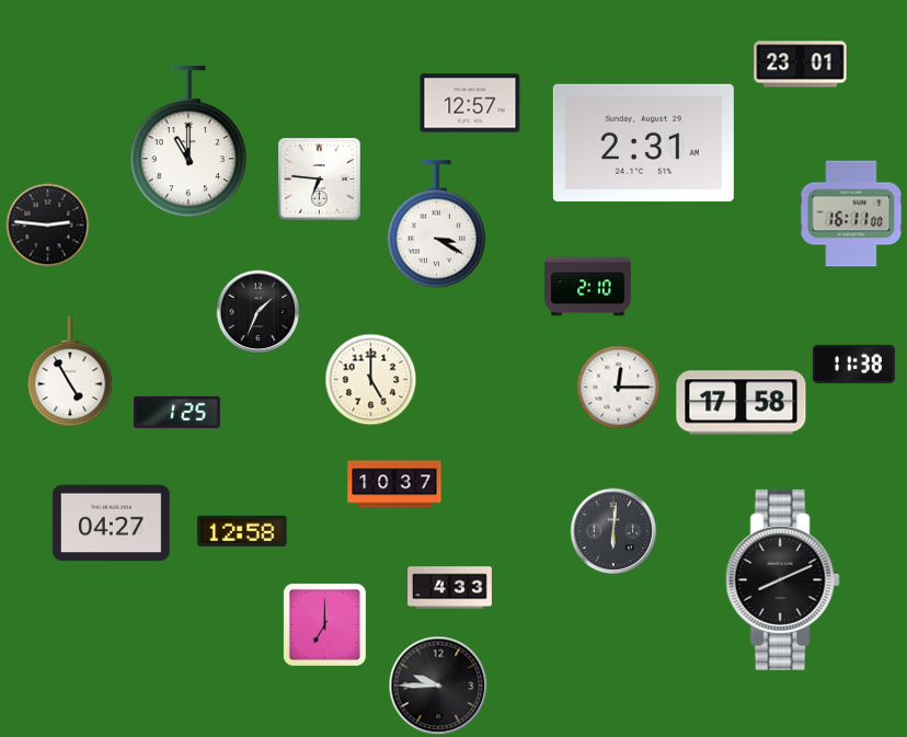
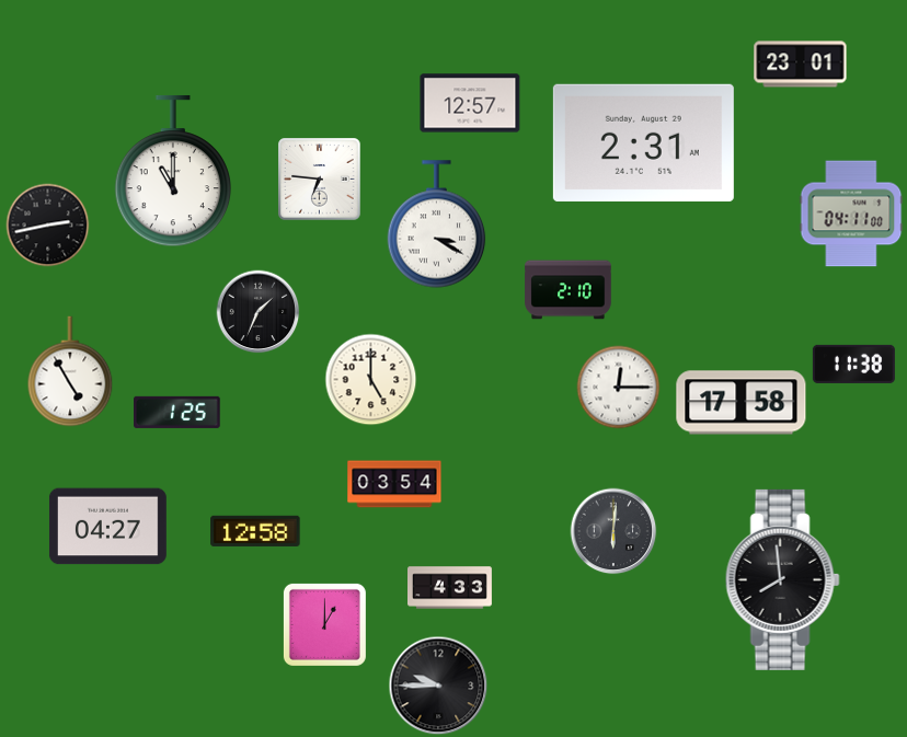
clock at (187, 141) position: (187, 141) -> (172, 171)
clock at (851, 214): 16:11 -> 04:11
clock at (48, 226): 2:46 -> 2:43
clock at (588, 287) position: (588, 287) -> (569, 290)
clock at (394, 484): 10:37 -> 03:54
clock at (111, 523) position: (111, 523) -> (107, 527)
clock at (242, 531) position: (242, 531) -> (255, 531)
clock at (782, 579): 8:11 -> 7:59
clock at (324, 624): 7:00 -> 1:00
